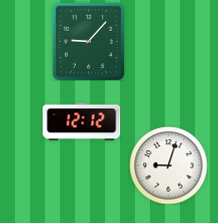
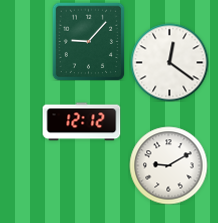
clock at (169, 62): none -> 12:21
clock at (168, 165): 9:03 -> 9:10
